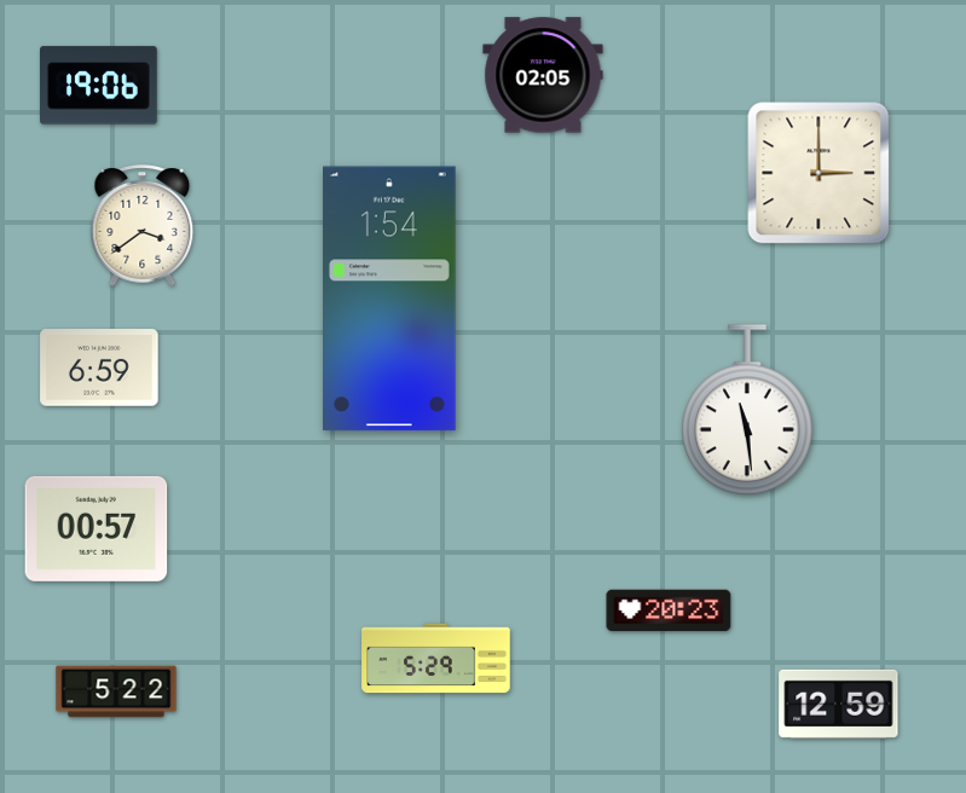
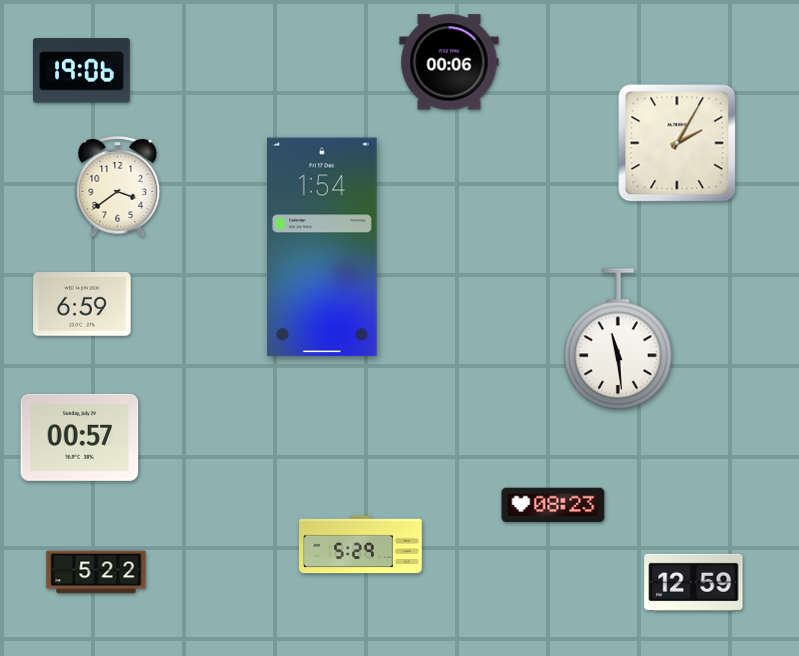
clock at (543, 75): 02:05 -> 00:06
clock at (819, 173): 3:00 -> 2:05
clock at (669, 610): 20:23 -> 08:23
